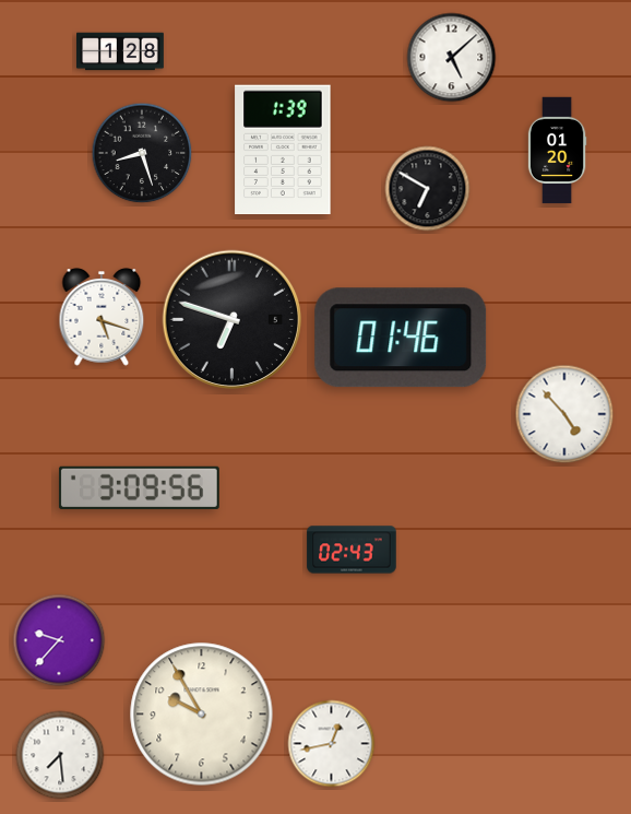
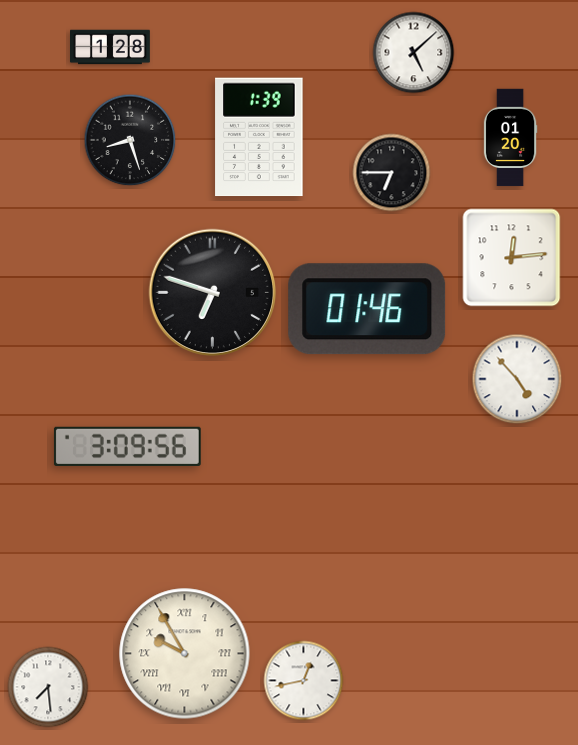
clock at (428, 189): 6:50 -> 6:45
clock at (512, 258): none -> 12:14
clock at (102, 317): 5:18 -> none
clock at (352, 550): 02:43 -> none
clock at (59, 640): 9:37 -> none
clock at (202, 715) numerals: Arabic -> Roman
clock at (60, 755) position: (60, 755) -> (48, 687)
